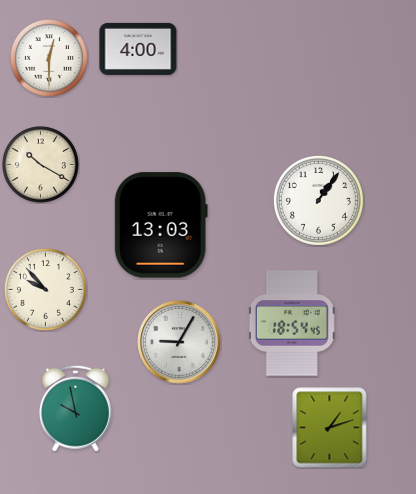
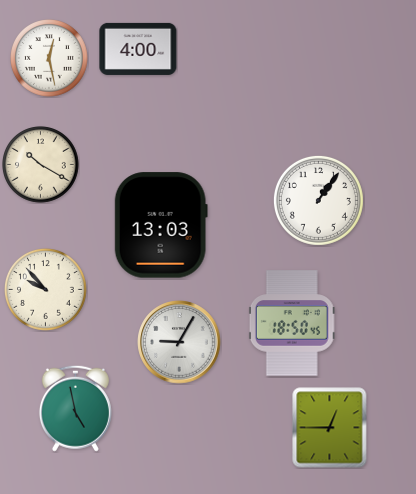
clock at (50, 58): 12:30 -> 12:28
clock at (292, 323): 18:54 -> 18:50
clock at (75, 408): 9:58 -> 4:58
clock at (330, 428): 1:12 -> 12:45
